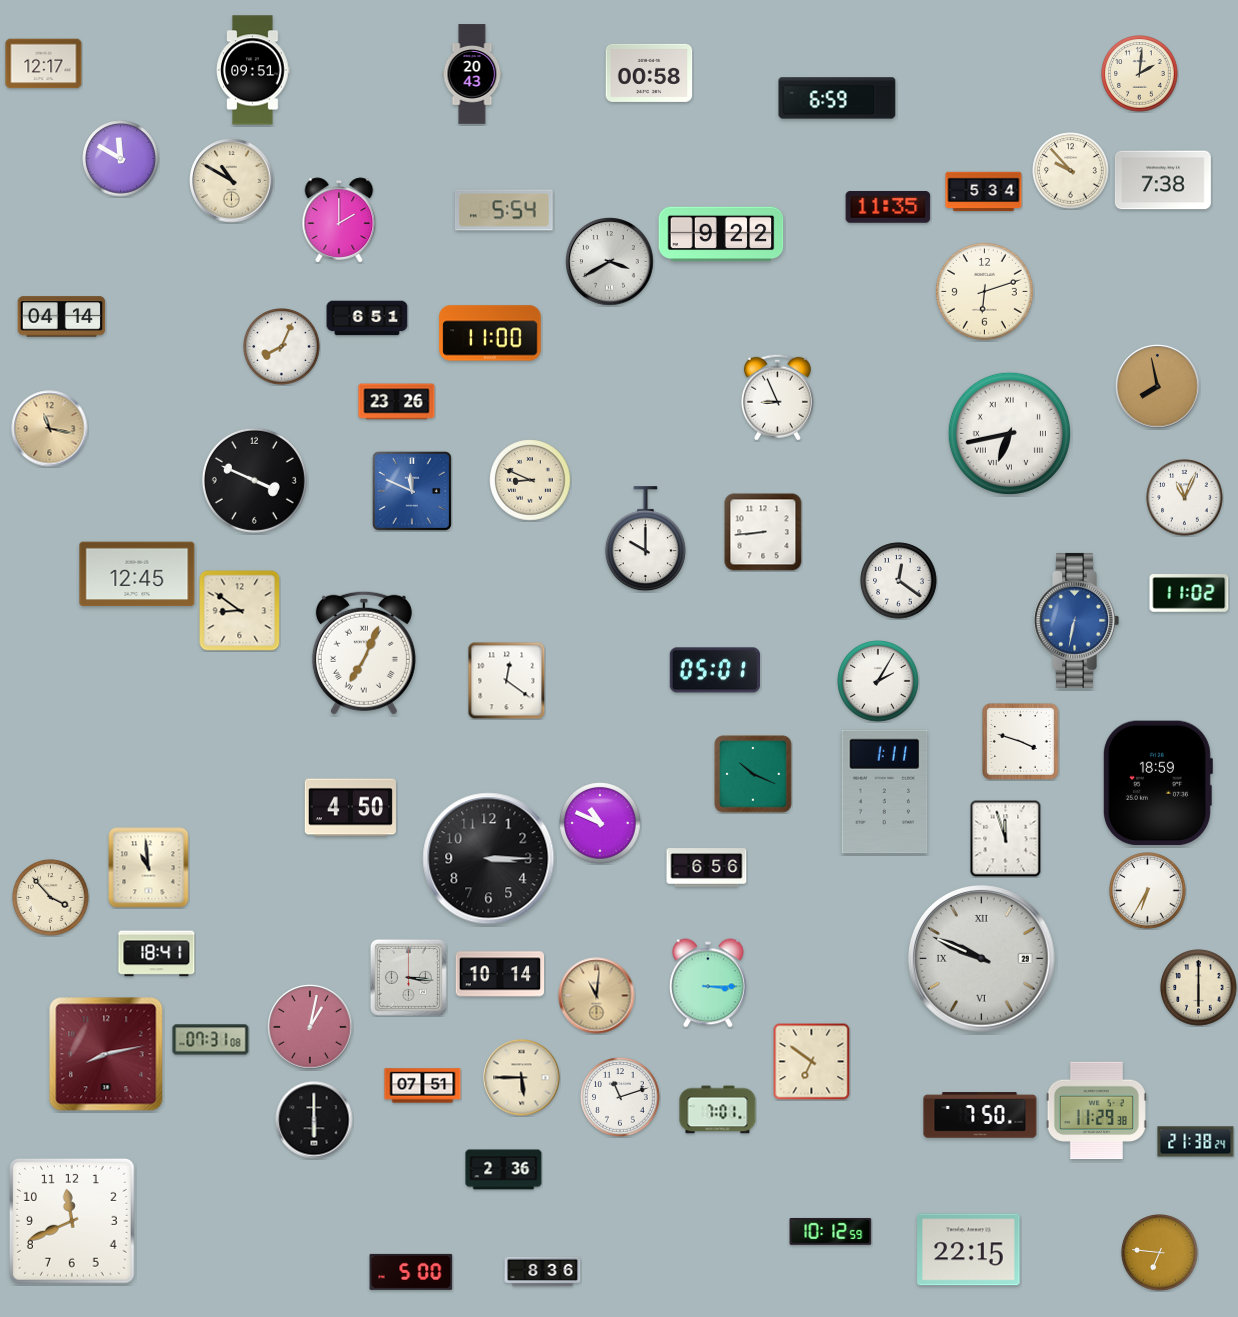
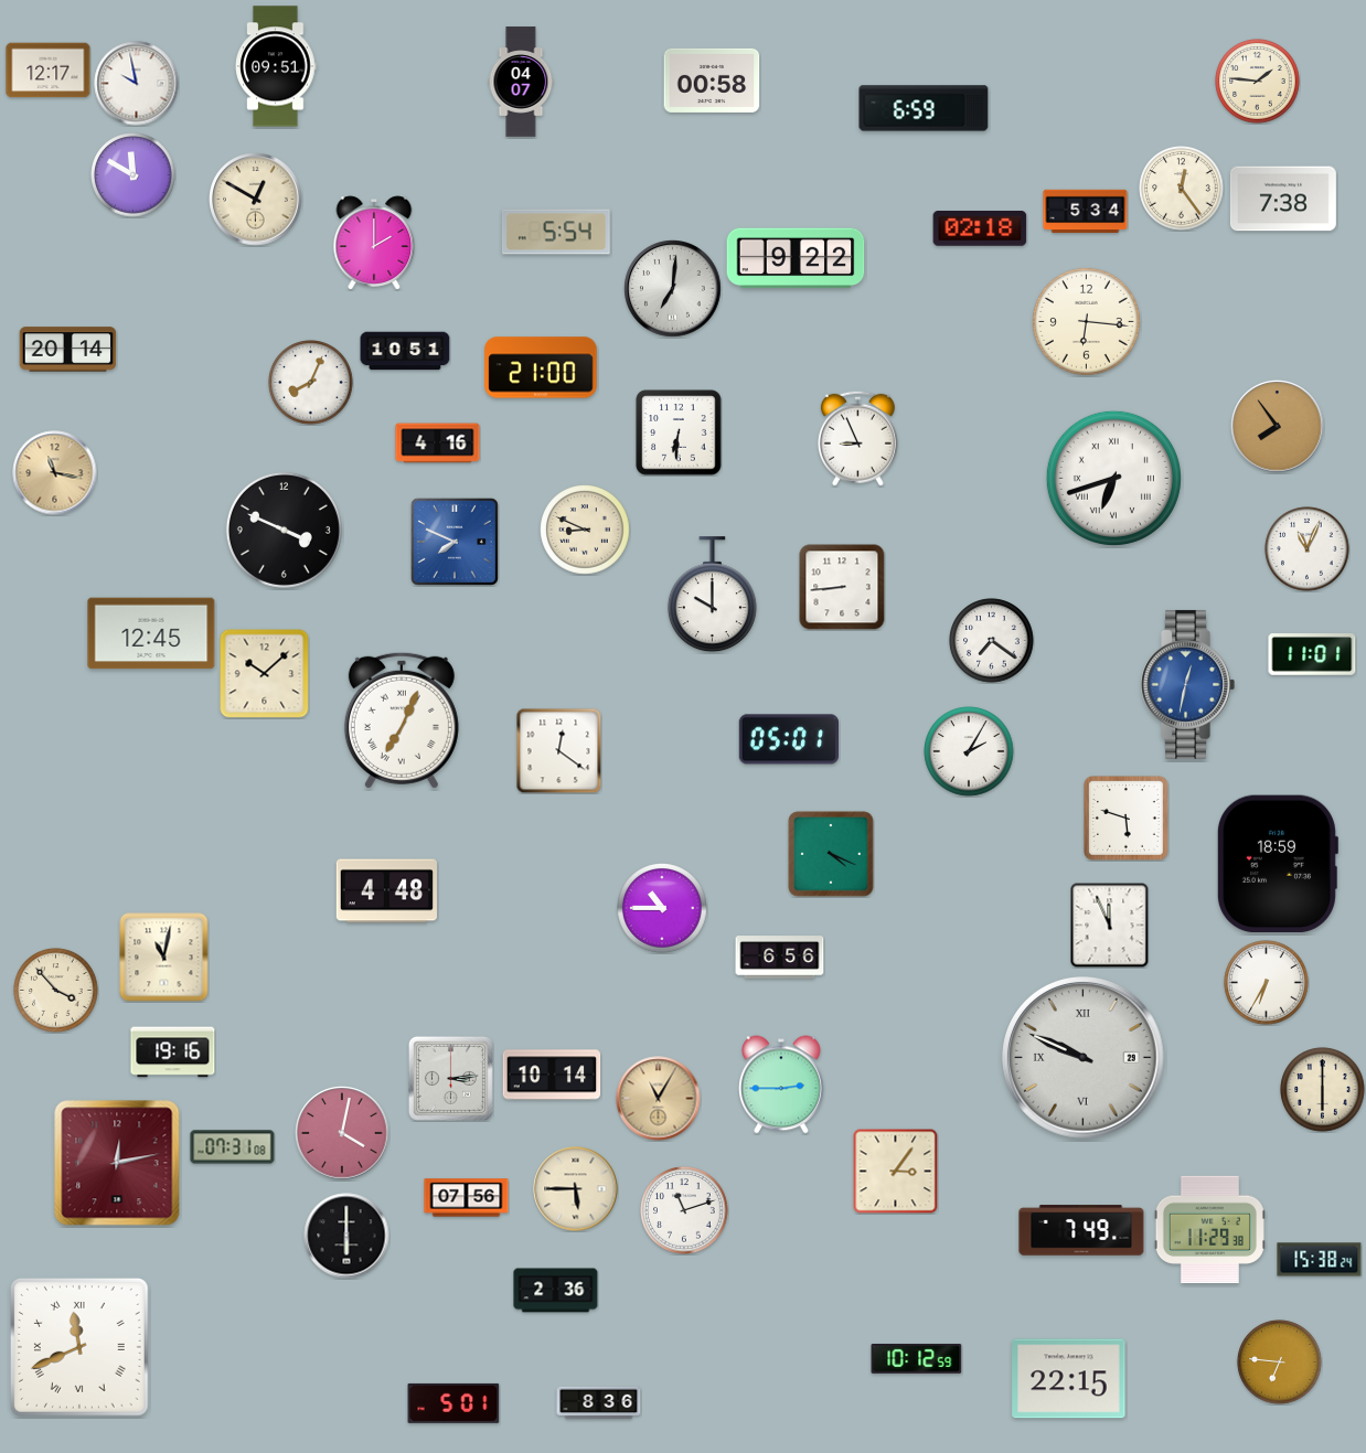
clock at (253, 70) position: (253, 70) -> (276, 66)
clock at (649, 73) position: (649, 73) -> (712, 81)
clock at (472, 74): 20:43 -> 04:07
clock at (1140, 74): 2:01 -> 1:46
clock at (137, 84): none -> 9:58
clock at (1071, 171): 9:53 -> 12:24
clock at (232, 181): 10:50 -> 12:50
clock at (888, 208): 11:35 -> 02:18
clock at (610, 262): 3:40 -> 7:01
clock at (984, 291): 6:12 -> 6:16
clock at (62, 317): 04:14 -> 20:14
clock at (367, 318): 6:51 -> 10:51
clock at (490, 333): 11:00 -> 21:00
clock at (1158, 387): 7:58 -> 7:54
clock at (679, 432): none -> 6:31
clock at (397, 402): 23:26 -> 4:16
clock at (1009, 433): 6:43 -> 6:42
clock at (254, 480) position: (254, 480) -> (284, 530)
clock at (412, 491): 11:49 -> 7:49
clock at (899, 581): 12:21 -> 7:21
clock at (1189, 593): 11:02 -> 11:01
clock at (240, 611): 8:51 -> 10:08
clock at (1076, 620): 6:32 -> 12:32
clock at (1021, 742): 3:48 -> 5:48
clock at (753, 774): 10:19 -> 4:19
clock at (885, 792): 1:11 -> none
clock at (350, 808): 4:50 -> 4:48
clock at (600, 823): 10:49 -> 10:45
clock at (1006, 838): 11:57 -> 11:56
clock at (489, 859): 3:15 -> none
clock at (149, 868): 10:59 -> 11:02
clock at (157, 954): 18:41 -> 19:16
clock at (408, 977): 3:16 -> 3:14
clock at (709, 983): 3:15 -> 2:45
clock at (597, 996): 11:01 -> 11:05
clock at (310, 1027): 1:02 -> 4:02
clock at (106, 1054): 8:13 -> 12:13
clock at (811, 1061): 6:51 -> 3:06
clock at (423, 1086): 07:51 -> 07:56
clock at (718, 1110): 7:01 -> none
clock at (1096, 1111) position: (1096, 1111) -> (1209, 1230)
clock at (980, 1115): 7:50 -> 7:49
clock at (1196, 1142): 21:38 -> 15:38
clock at (72, 1221) numerals: Arabic -> Roman
clock at (1160, 1253) position: (1160, 1253) -> (1280, 1363)
clock at (411, 1272): 5:00 -> 5:01
